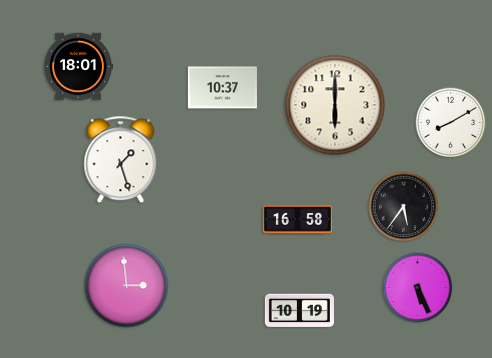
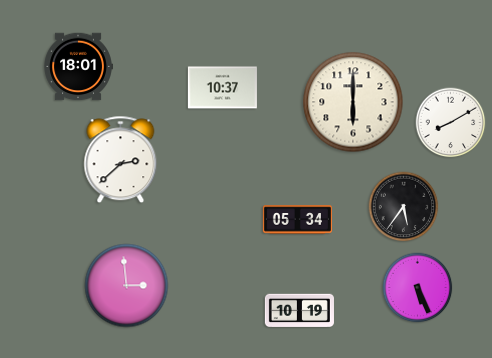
clock at (335, 105) position: (335, 105) -> (353, 102)
clock at (121, 160): 1:27 -> 2:38
clock at (297, 220): 16:58 -> 05:34
